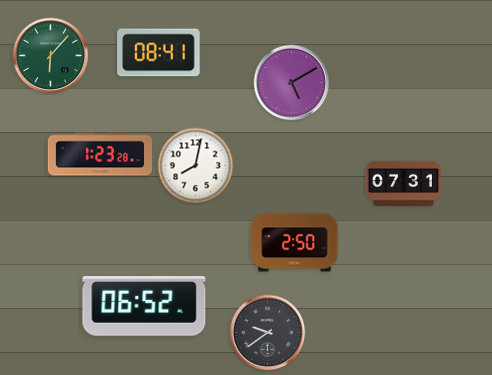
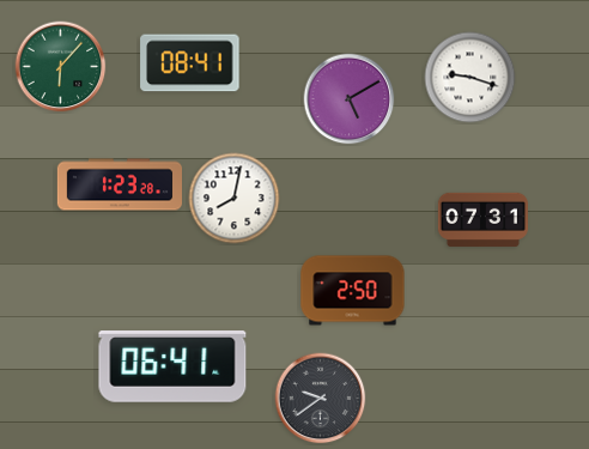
clock at (470, 78): none -> 9:18
clock at (144, 306): 06:52 -> 06:41
